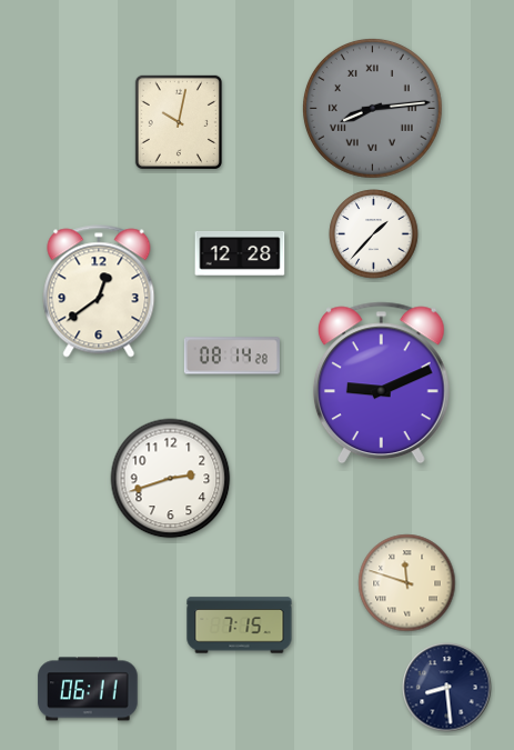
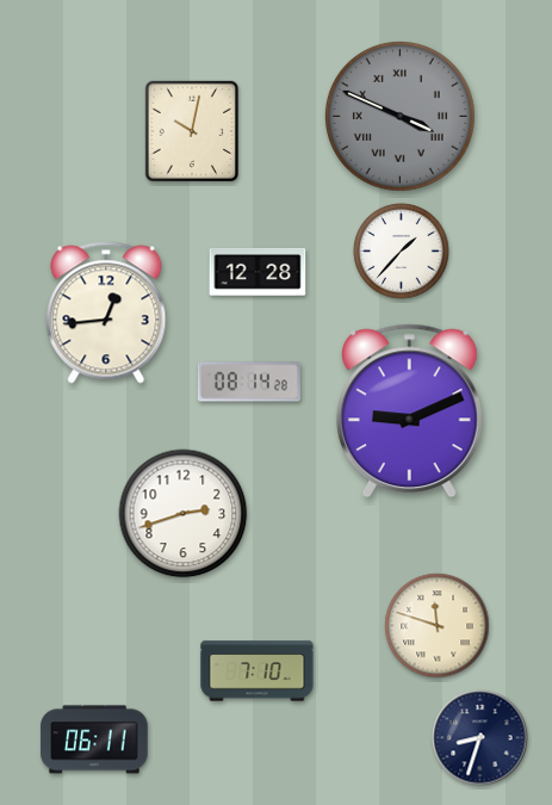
clock at (372, 108): 8:14 -> 3:49
clock at (99, 291): 12:39 -> 12:44
clock at (240, 626): 7:15 -> 7:10
clock at (447, 688): 8:29 -> 8:33
